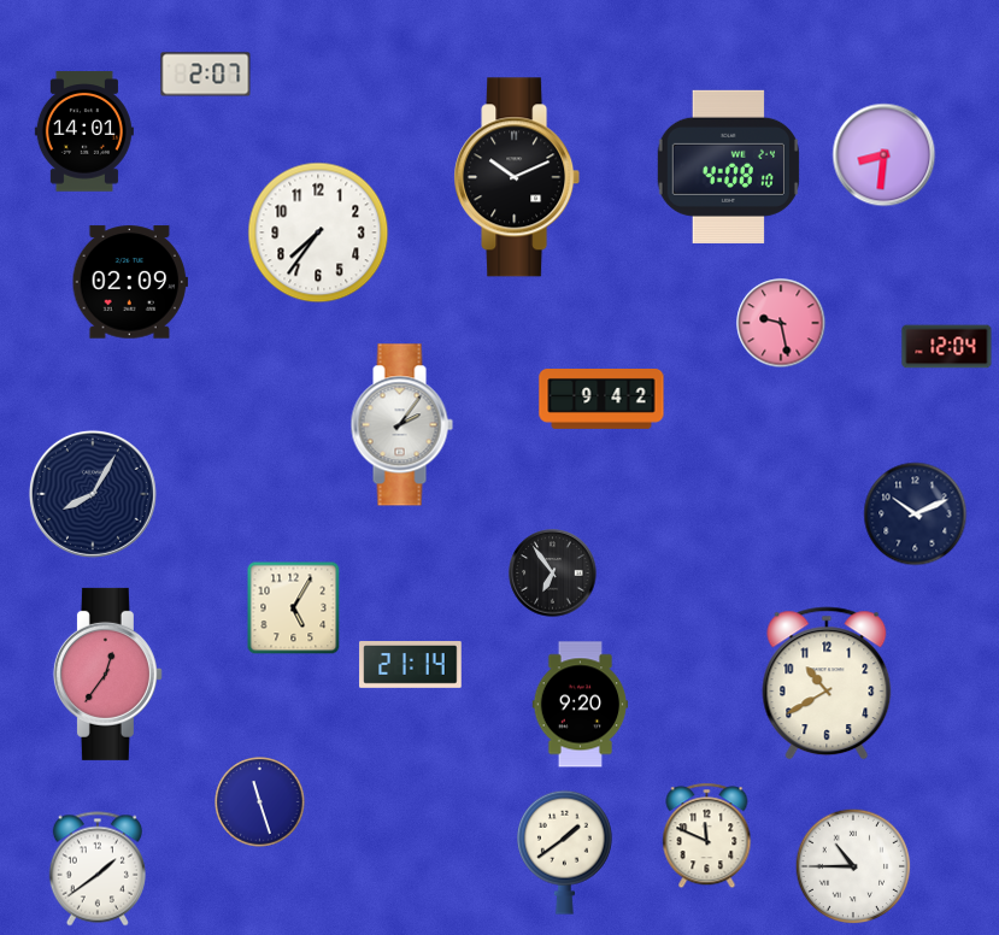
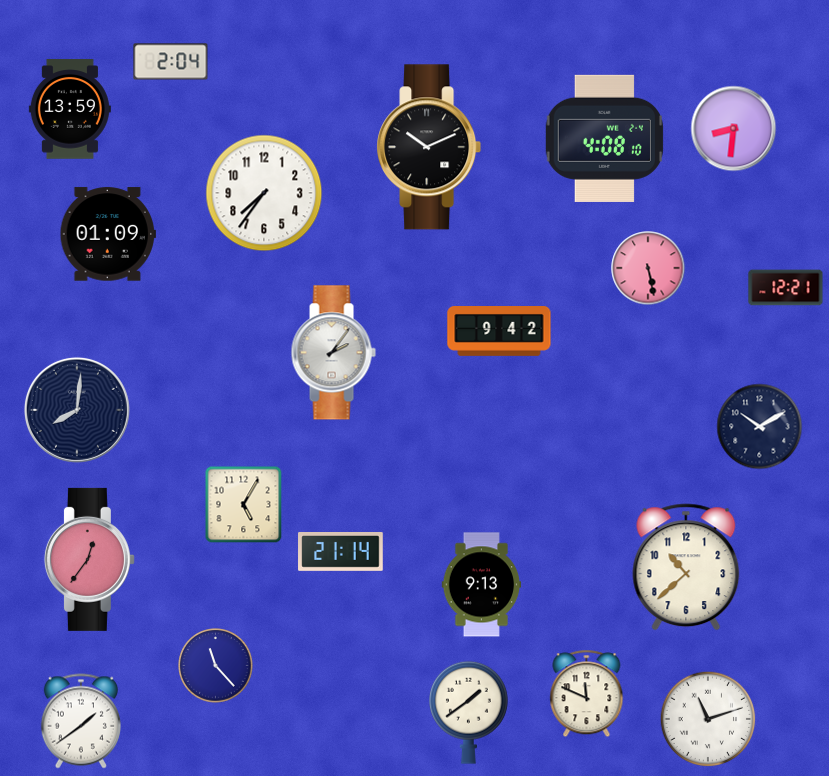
clock at (206, 75): 2:07 -> 2:04
clock at (84, 131): 14:01 -> 13:59
clock at (130, 282): 02:09 -> 01:09
clock at (781, 323): 9:28 -> 5:28
clock at (947, 347): 12:04 -> 12:21
clock at (93, 494): 8:05 -> 8:01
clock at (916, 514): 10:11 -> 10:10
clock at (553, 574): 6:54 -> none
clock at (827, 683): 10:40 -> 10:38
clock at (581, 705): 9:20 -> 9:13
clock at (260, 802): 11:27 -> 11:23
clock at (565, 852) position: (565, 852) -> (469, 712)
clock at (853, 866): 10:45 -> 11:12
